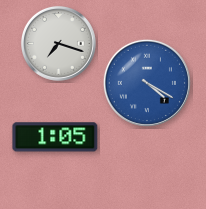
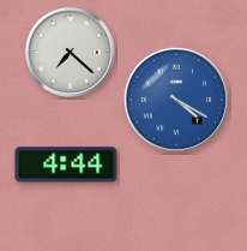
clock at (58, 43): 7:18 -> 7:22
clock at (55, 137): 1:05 -> 4:44
